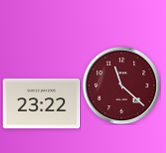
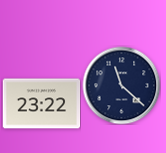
clock at (121, 85) dial: burgundy -> navy
